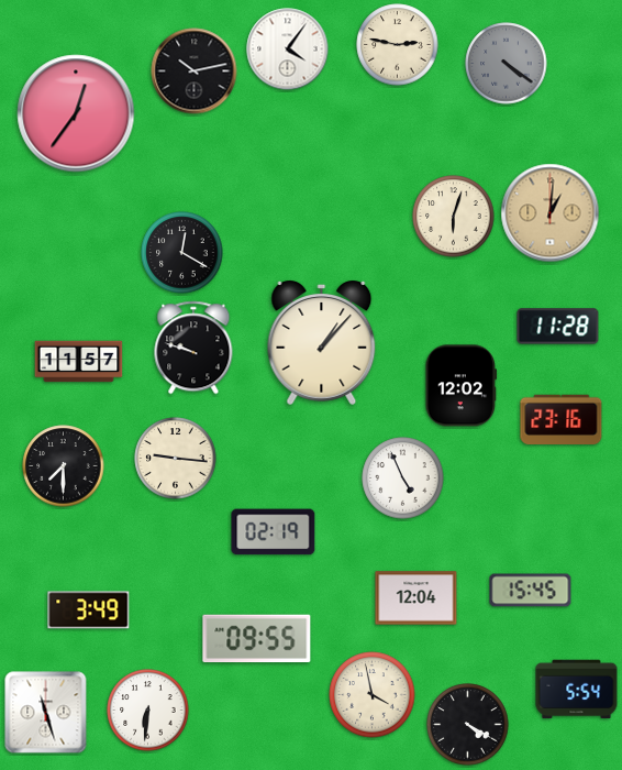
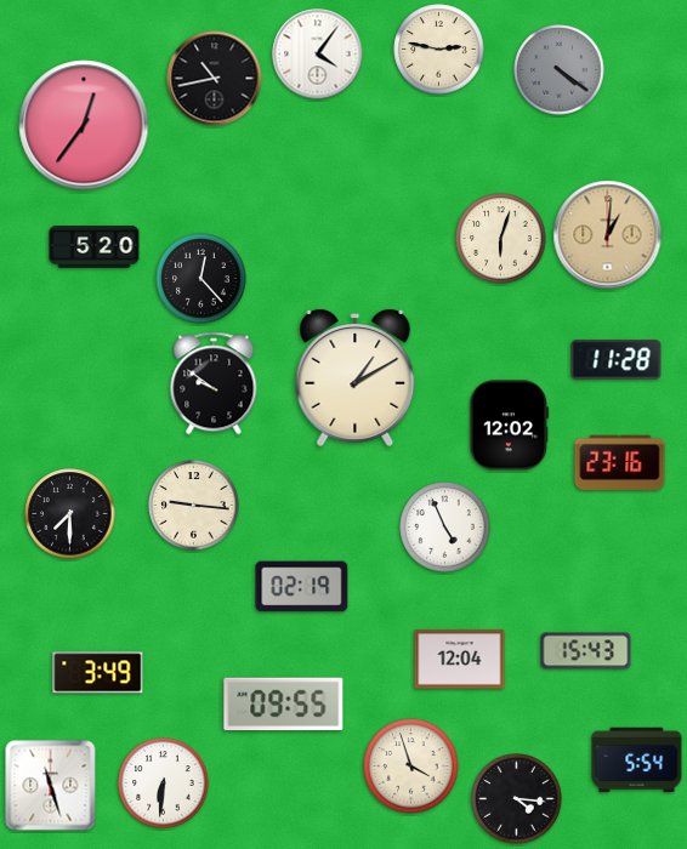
clock at (195, 71): 10:13 -> 10:43
clock at (95, 247): none -> 5:20
clock at (182, 253): 12:20 -> 12:23
clock at (322, 343): 1:07 -> 1:10
clock at (193, 348): 9:48 -> 9:51
clock at (79, 362): 11:57 -> none
clock at (531, 591): 15:45 -> 15:43
clock at (373, 695): 3:58 -> 3:57
clock at (468, 725): 4:20 -> 4:16
